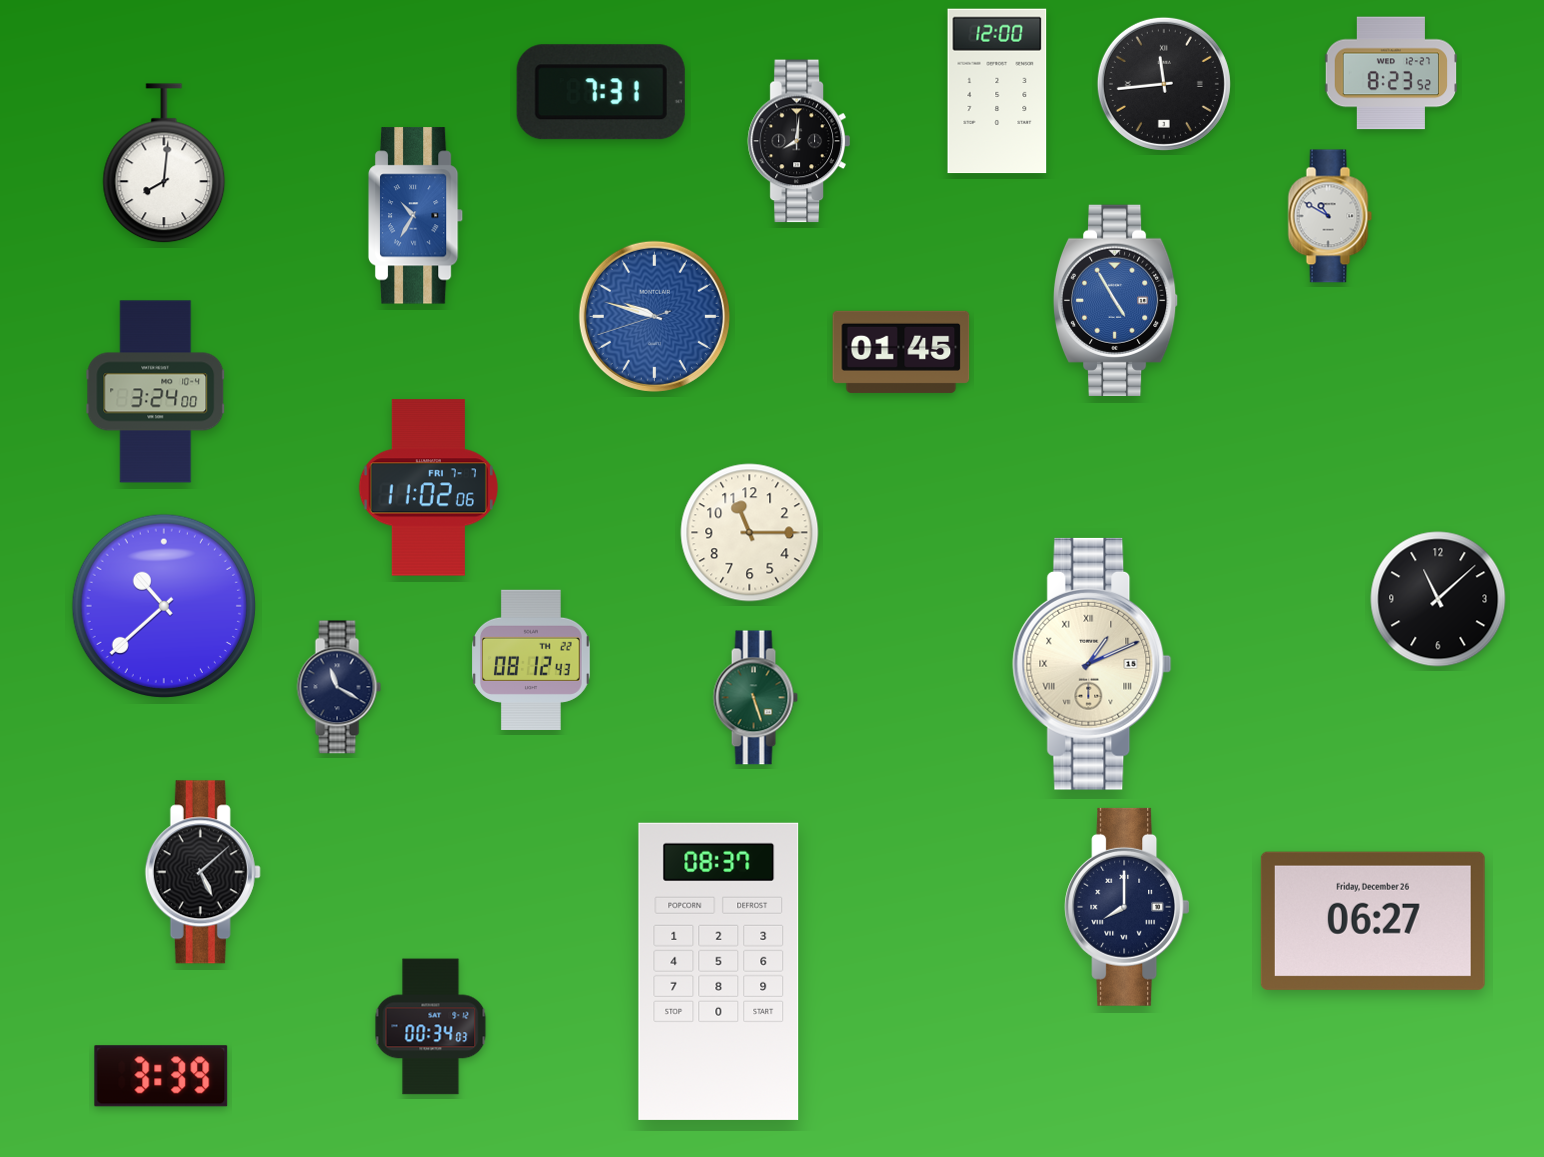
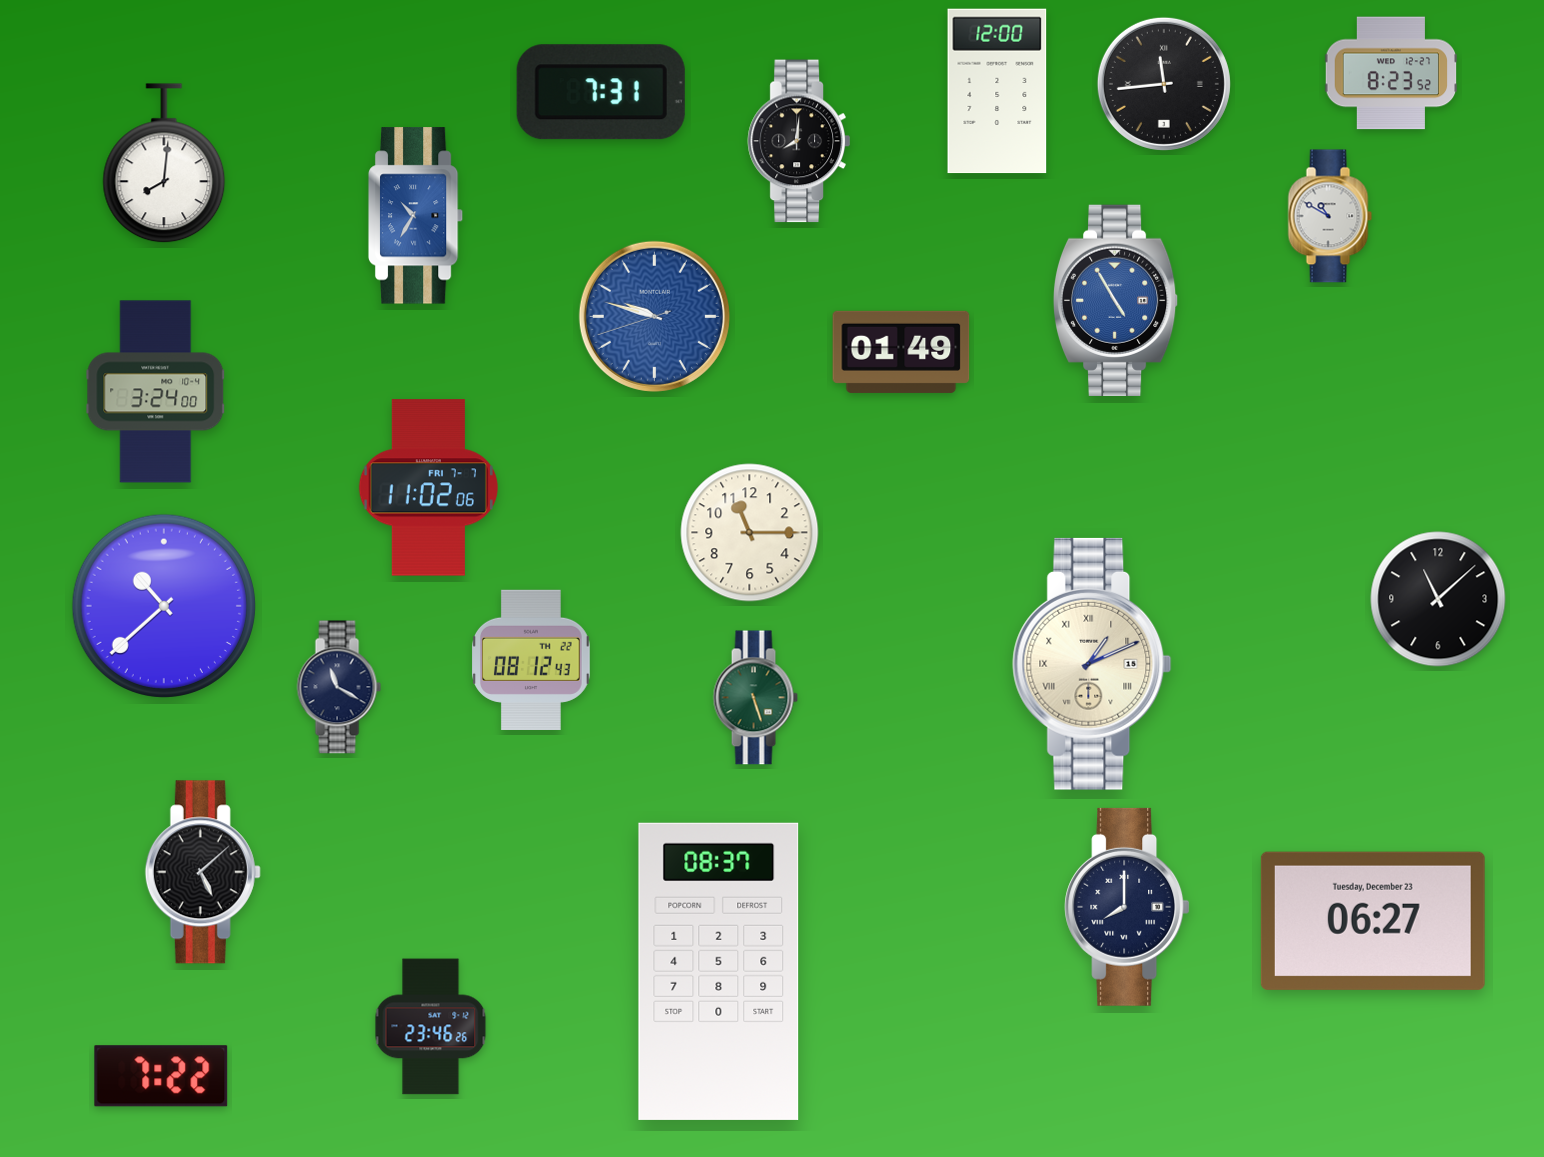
clock at (901, 352): 01:45 -> 01:49
clock at (1373, 921) date: Friday, December 26 -> Tuesday, December 23
clock at (431, 1027): 00:34 -> 23:46
clock at (161, 1076): 3:39 -> 7:22
